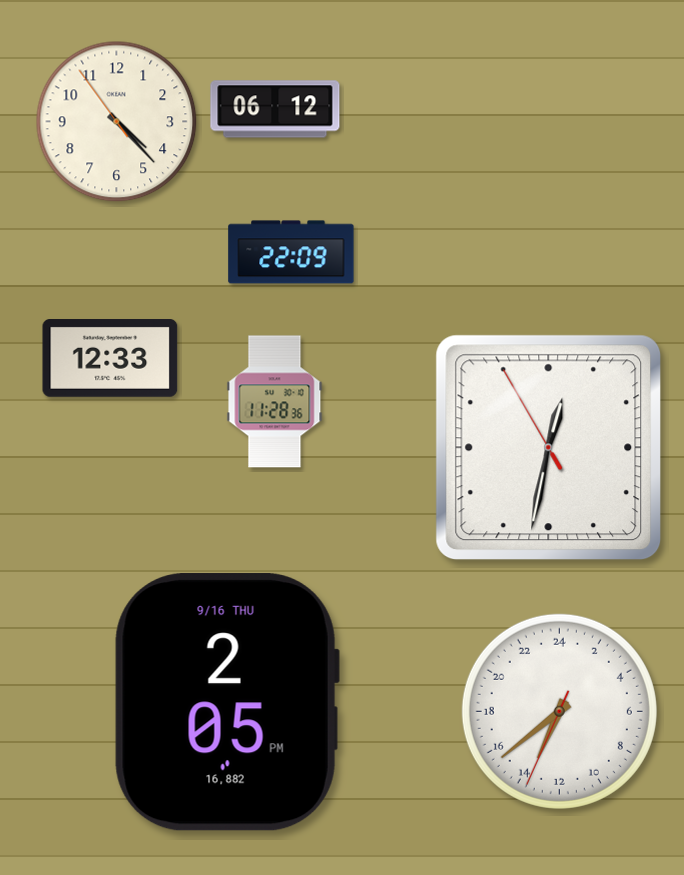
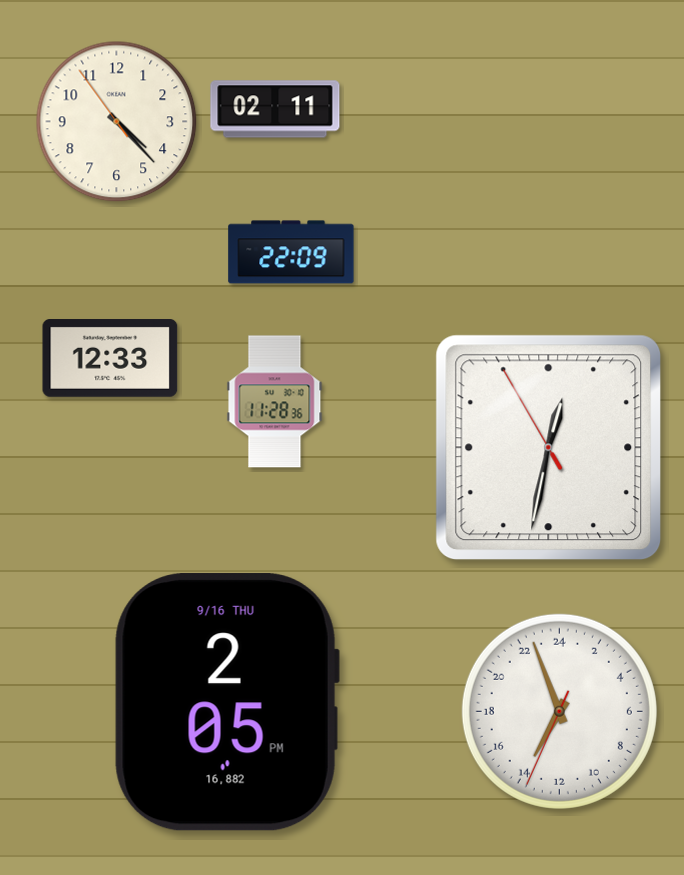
clock at (275, 109): 06:12 -> 02:11
clock at (559, 711): 13:38 -> 13:56
